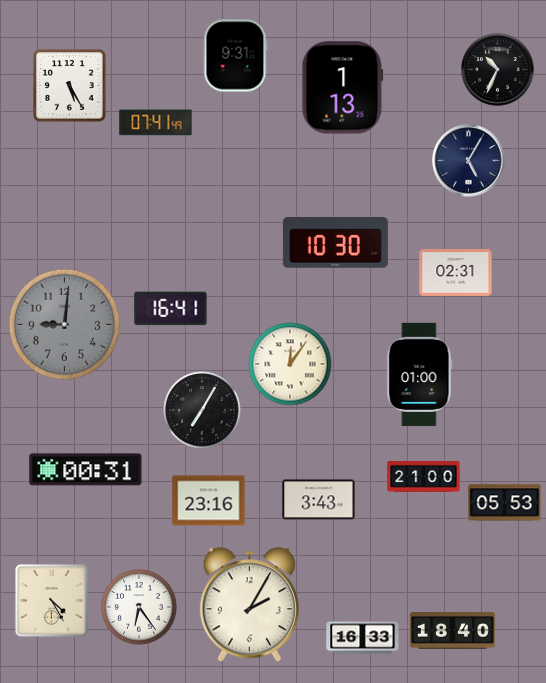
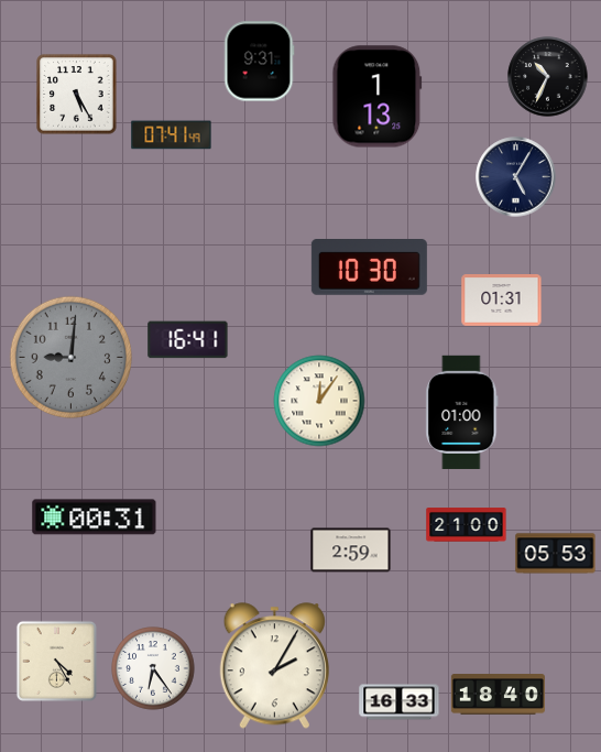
clock at (456, 273): 02:31 -> 01:31
clock at (202, 410): 7:05 -> none
clock at (319, 500): 3:43 -> 2:59
clock at (209, 501): 23:16 -> none
